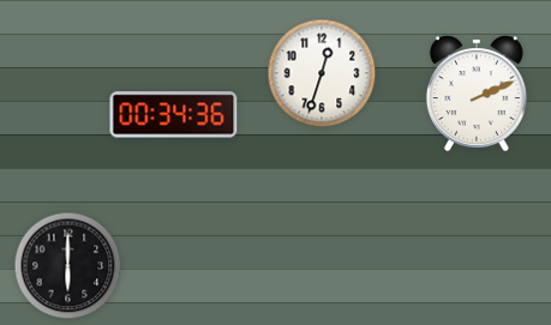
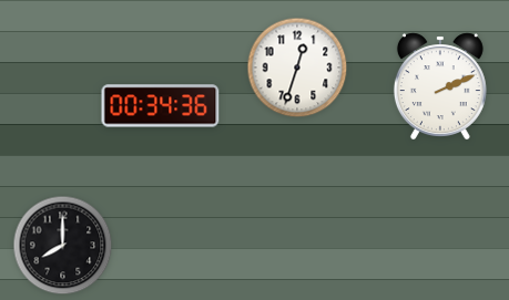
clock at (68, 266): 6:00 -> 8:00
